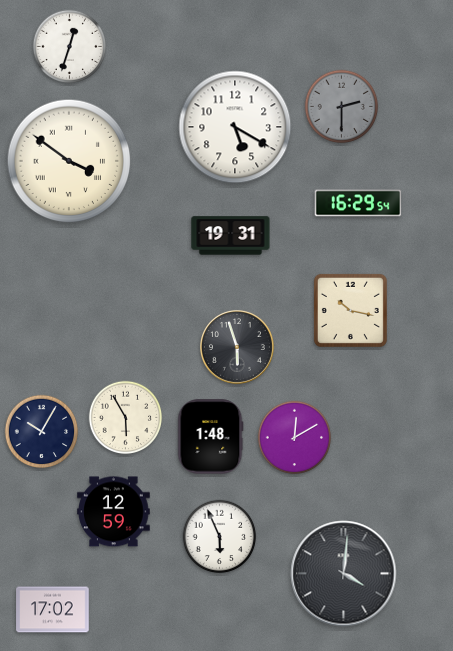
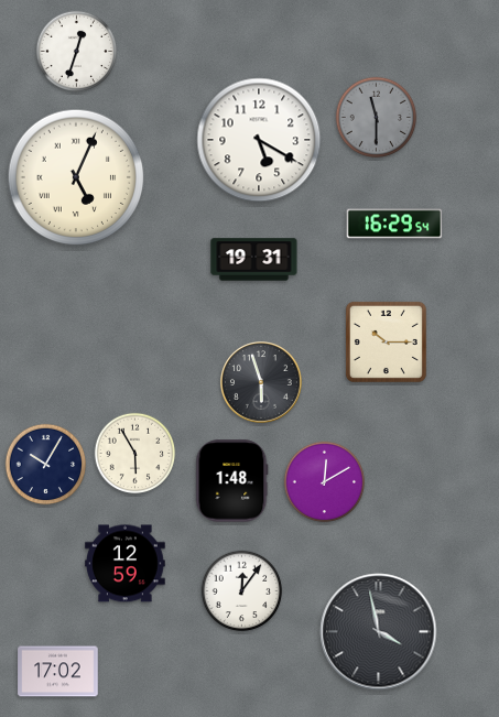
clock at (342, 107): 2:30 -> 11:30
clock at (69, 161): 3:51 -> 5:04
clock at (350, 310): 10:17 -> 10:15
clock at (126, 418) position: (126, 418) -> (135, 454)
clock at (42, 432) position: (42, 432) -> (46, 465)
clock at (220, 537): 5:56 -> 12:06
clock at (344, 574): 4:01 -> 3:58
